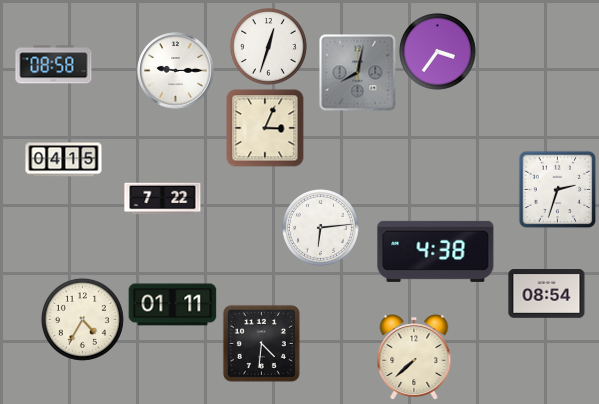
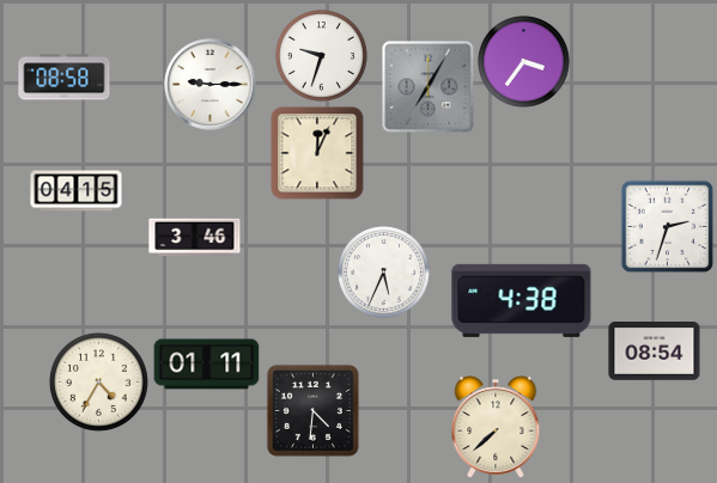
clock at (269, 47): 12:33 -> 9:33
clock at (358, 73): 8:02 -> 7:05
clock at (265, 128): 3:04 -> 12:04
clock at (163, 199): 7:22 -> 3:46
clock at (321, 228): 6:14 -> 5:34
